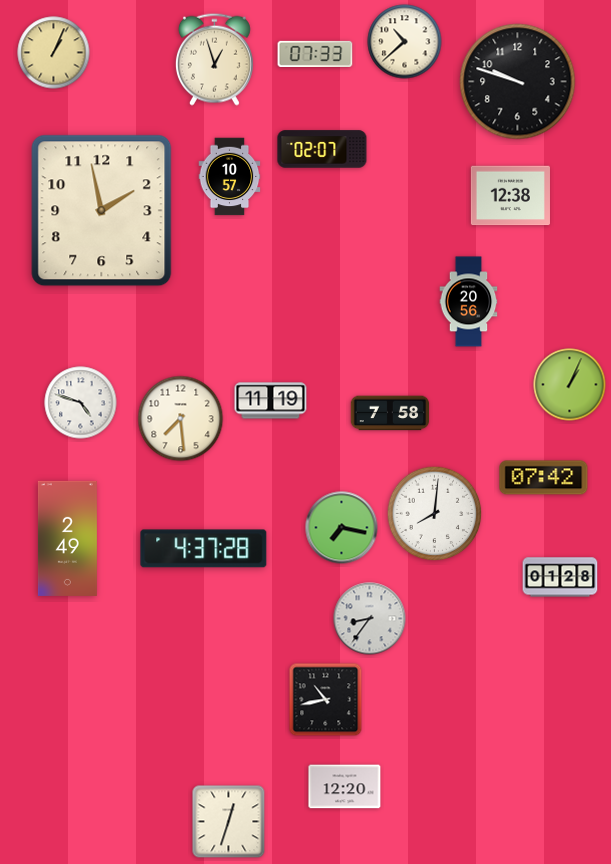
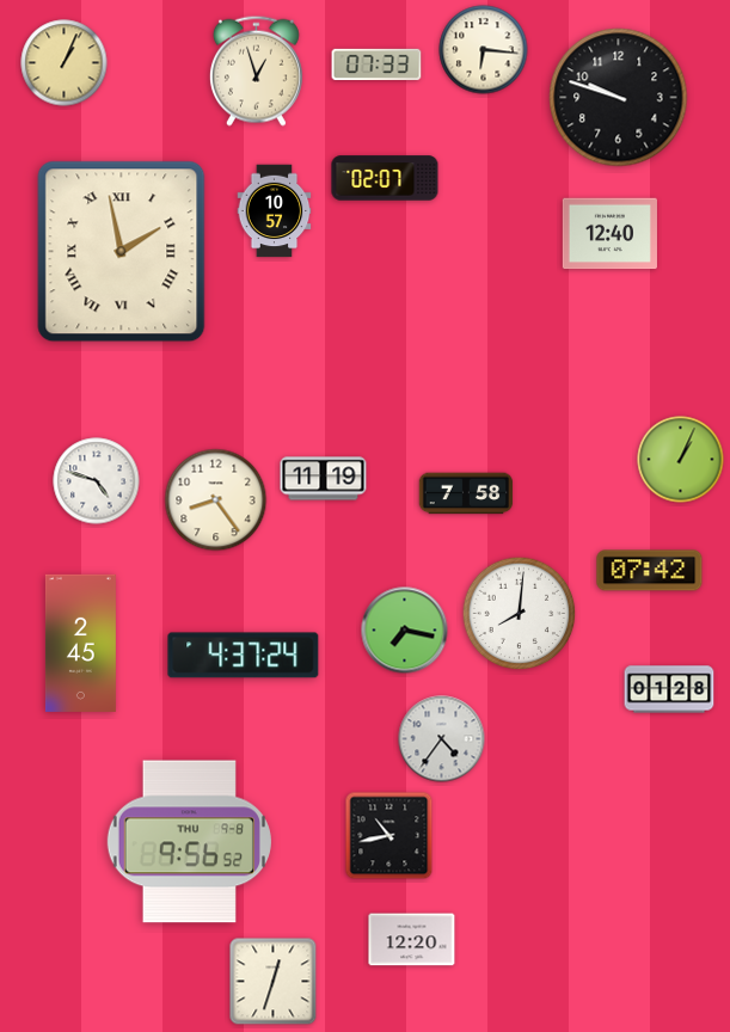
clock at (405, 42): 10:38 -> 6:16
clock at (510, 196): 12:38 -> 12:40
clock at (102, 211) numerals: Arabic -> Roman
clock at (469, 302): 20:56 -> none
clock at (181, 419): 7:29 -> 8:24
clock at (342, 528) position: (342, 528) -> (405, 631)
clock at (67, 538): 2:49 -> 2:45
clock at (204, 549): 4:37:28 -> 4:37:24
clock at (370, 619): 8:36 -> 4:36
clock at (189, 842): none -> 9:56
